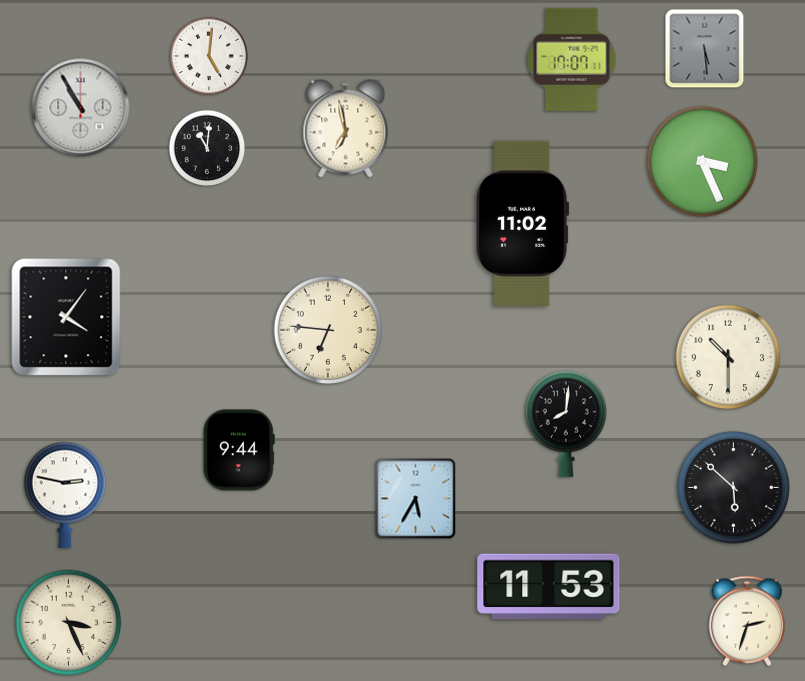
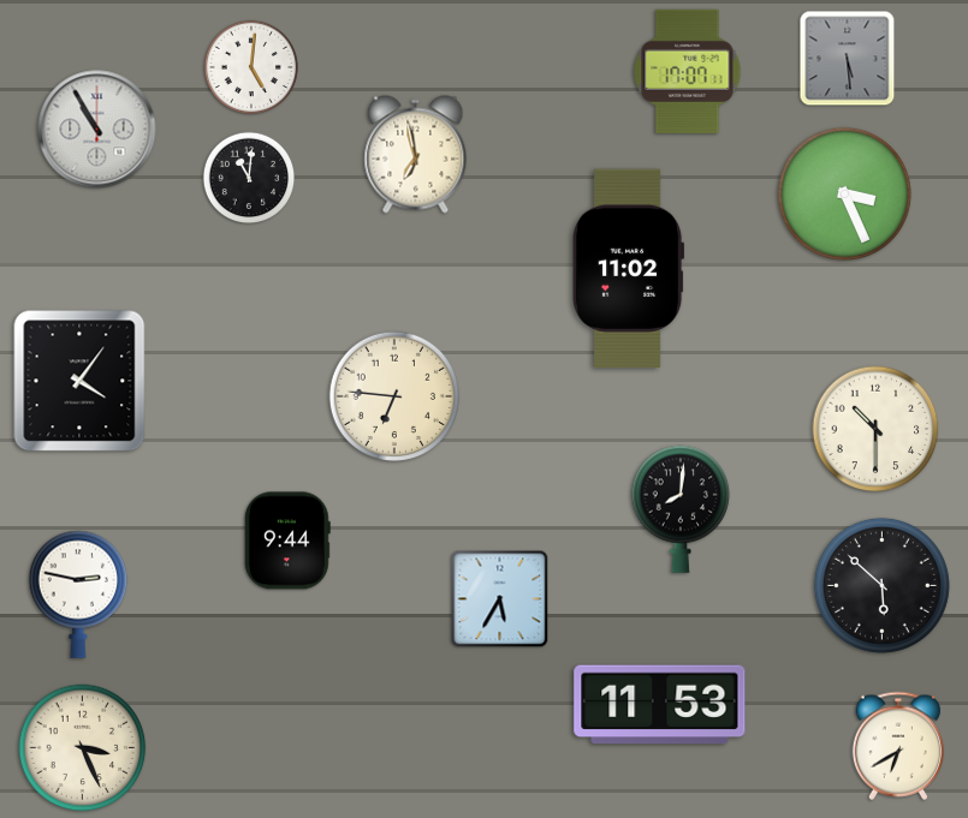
clock at (746, 621): 2:33 -> 6:40
